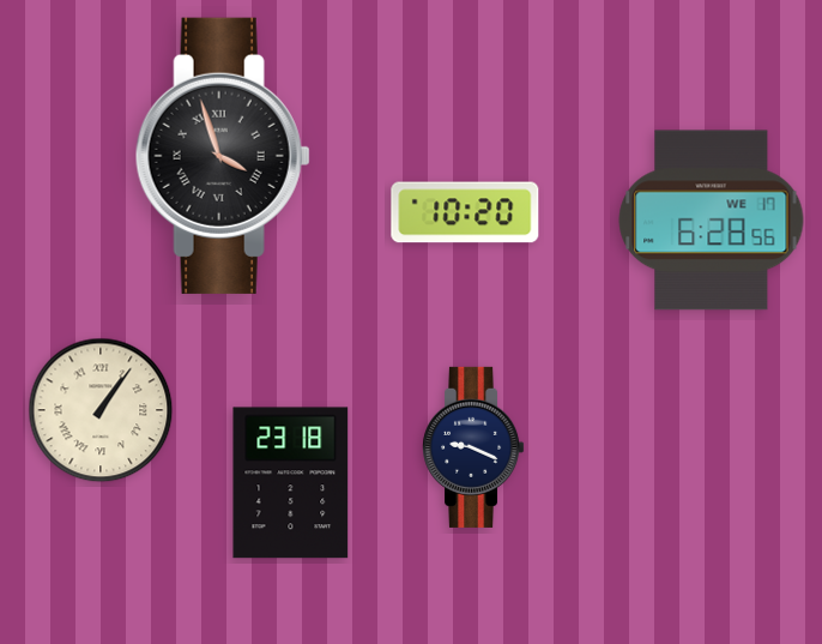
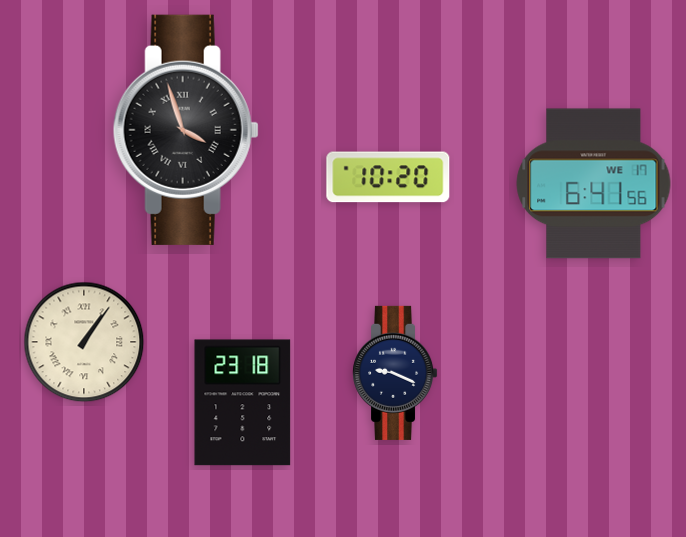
clock at (712, 221): 6:28 -> 6:41
